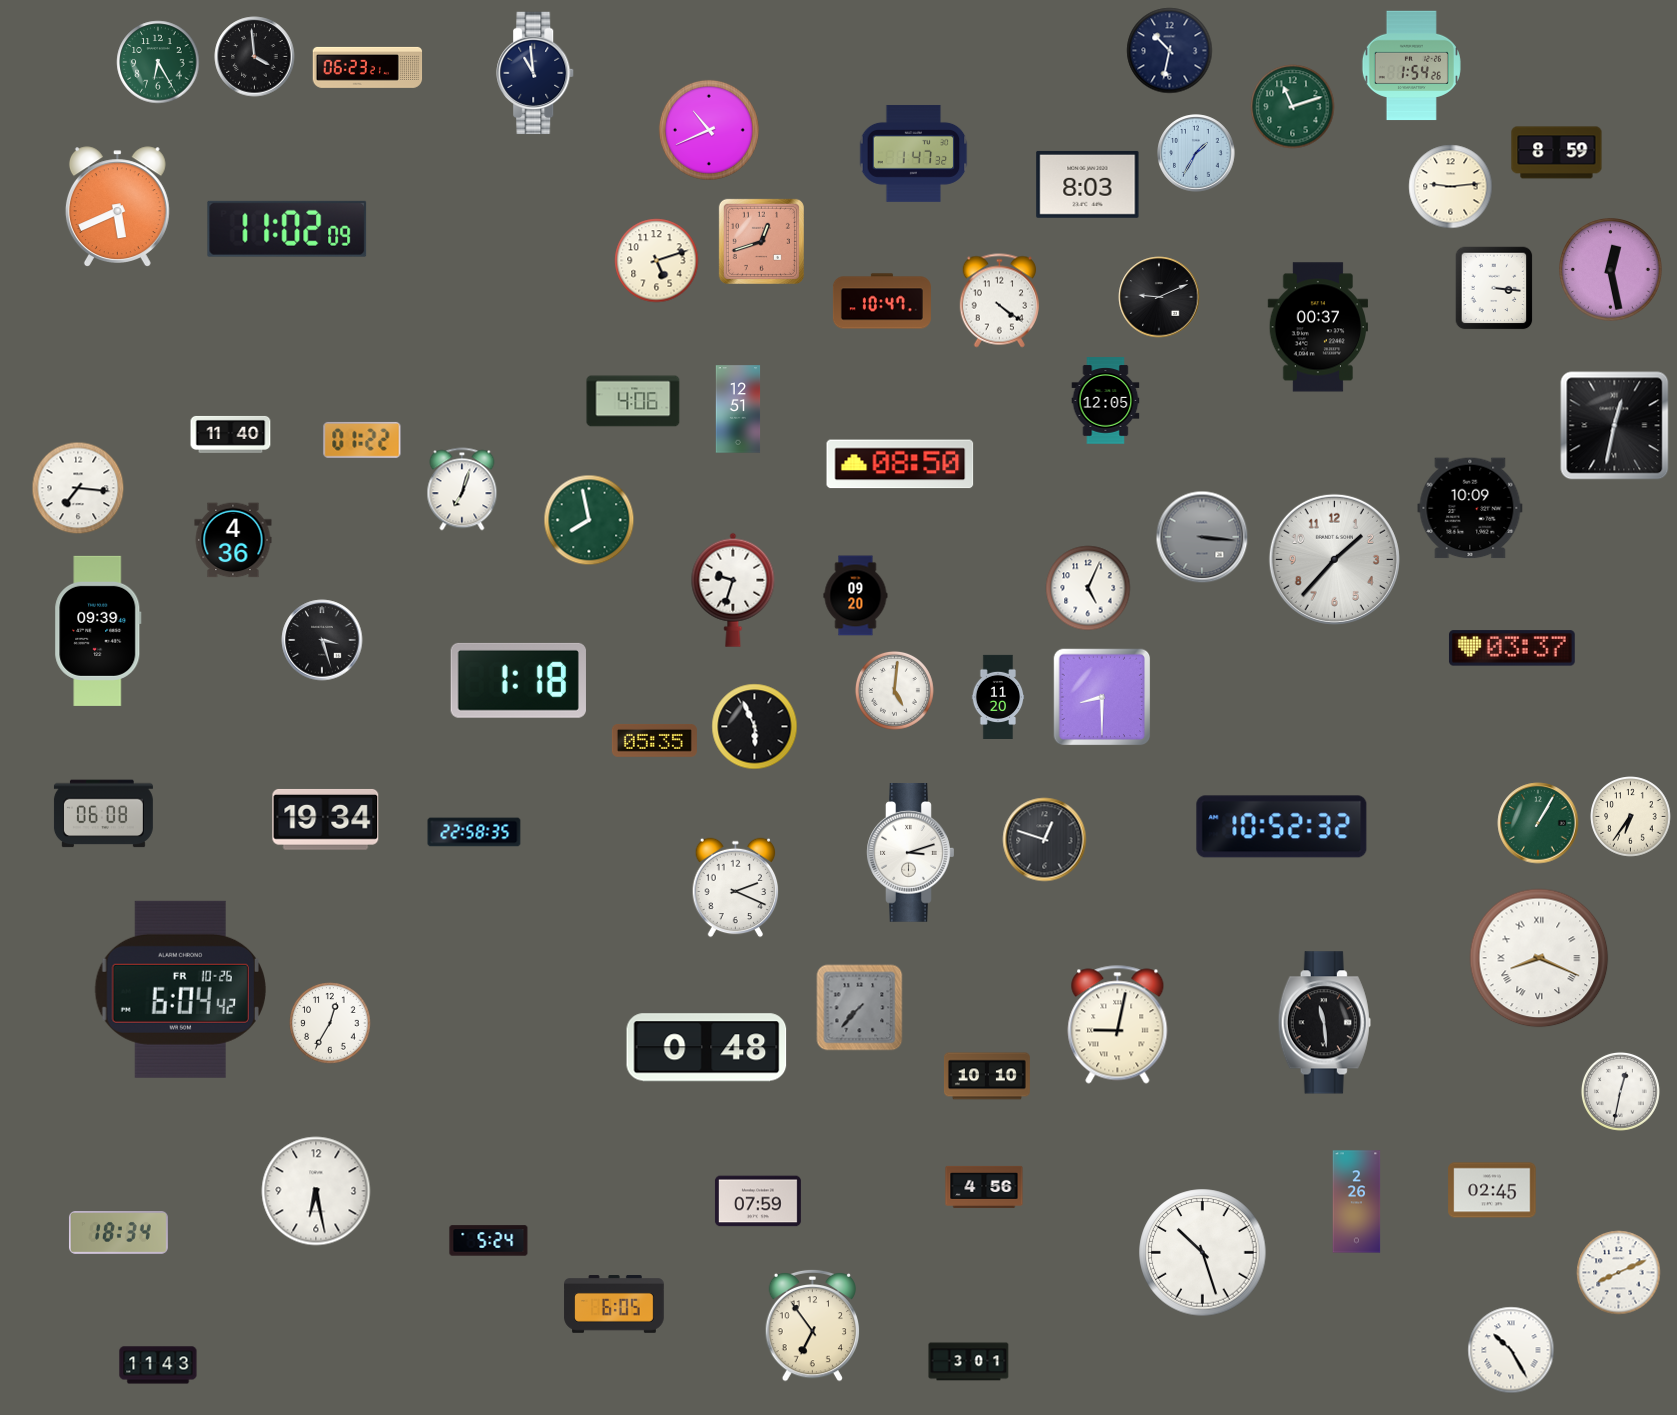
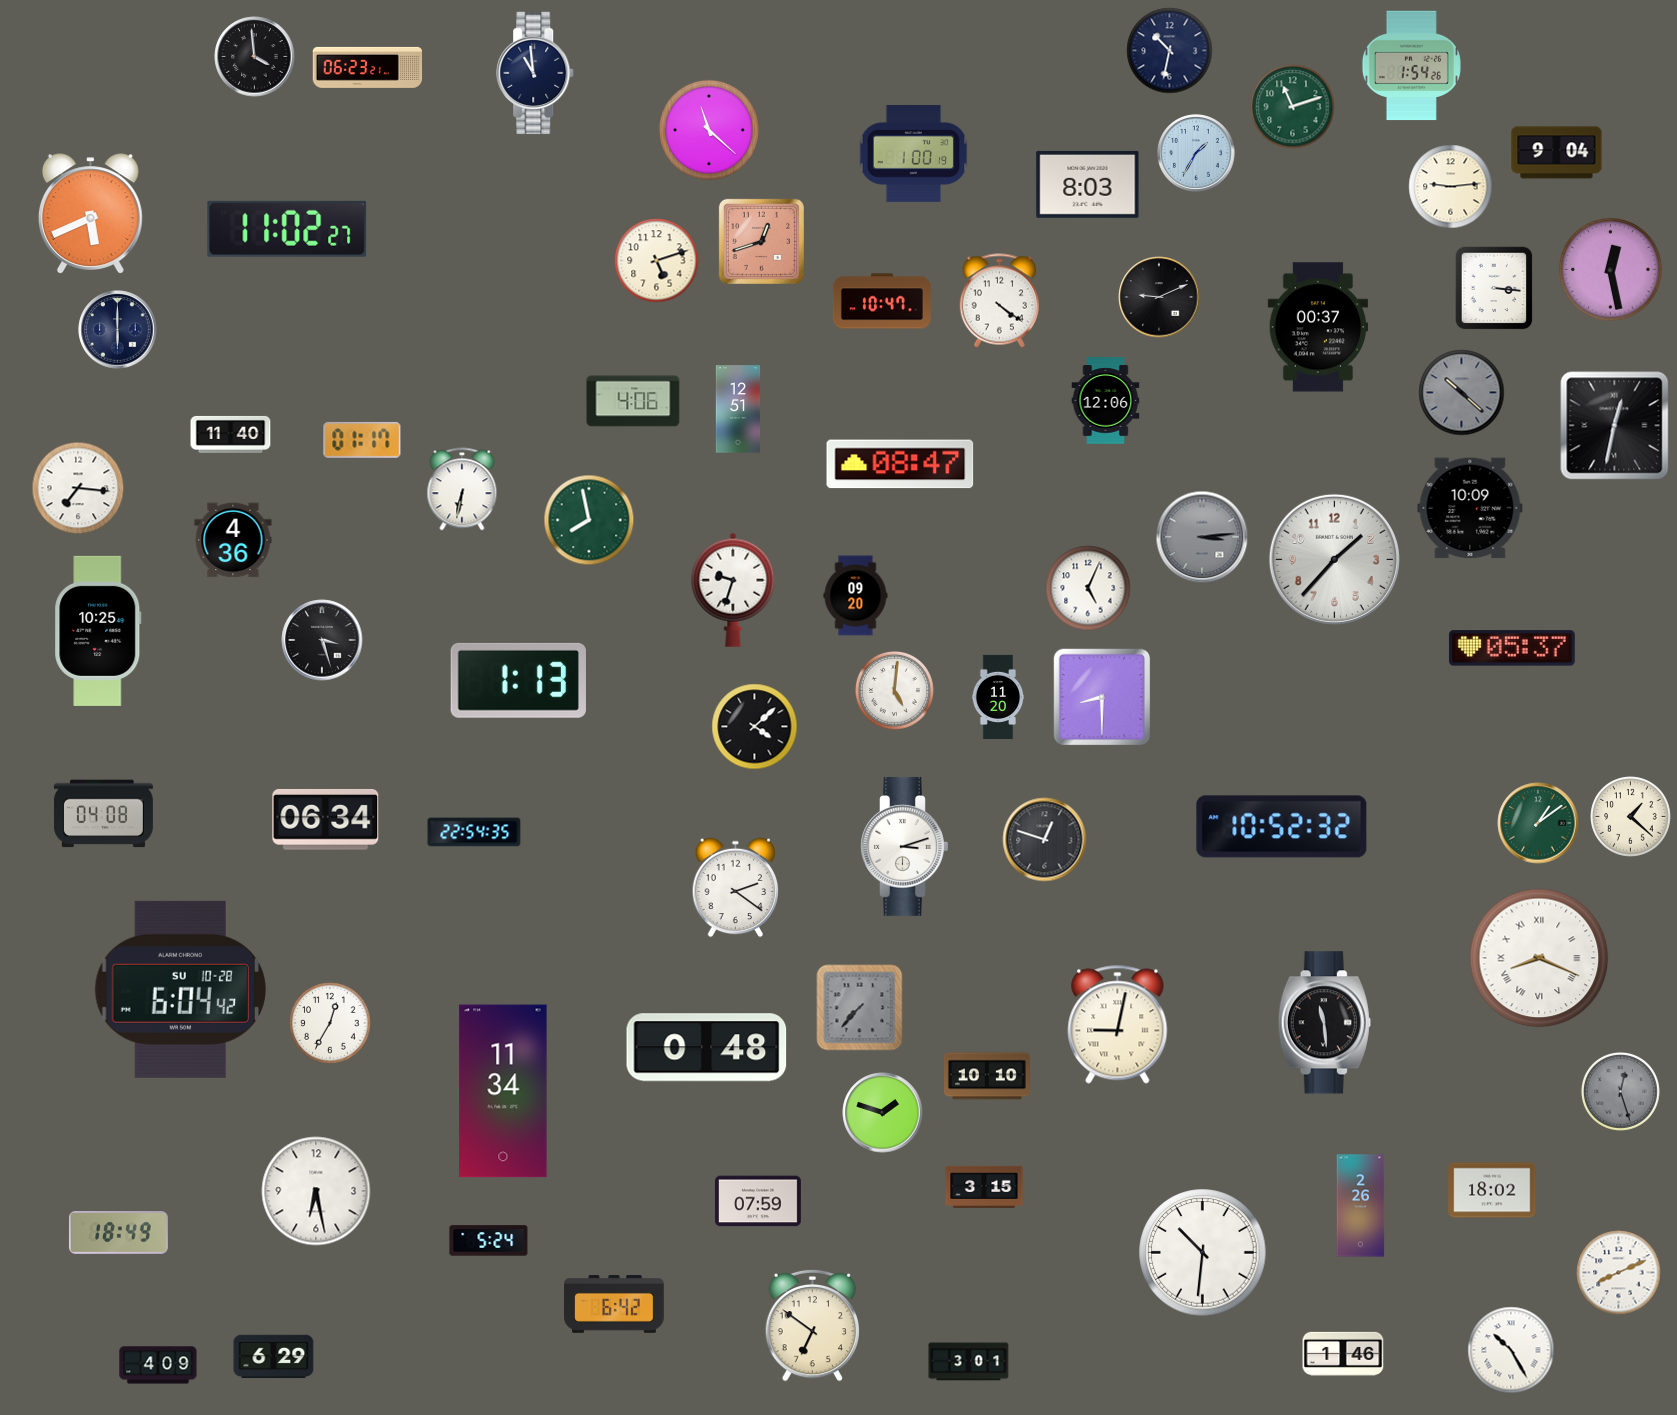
clock at (158, 62): 6:25 -> none
clock at (709, 130): 10:41 -> 11:22
clock at (914, 153): 1:47 -> 1:00
clock at (1557, 153): 8:59 -> 9:04
clock at (117, 206) position: (117, 206) -> (90, 213)
clock at (287, 229): 11:02:09 -> 11:02:27
clock at (118, 330): none -> 6:00
clock at (1462, 393): none -> 10:22
clock at (1106, 401): 12:05 -> 12:06
clock at (362, 440): 01:22 -> 01:17
clock at (900, 464): 08:50 -> 08:47
clock at (462, 489): 7:03 -> 6:32
clock at (1202, 537): 3:16 -> 3:14
clock at (98, 631): 09:39 -> 10:25
clock at (1512, 648): 03:37 -> 05:37
clock at (518, 680): 1:18 -> 1:13
clock at (755, 727): 5:56 -> 4:08
clock at (654, 740): 05:35 -> none
clock at (103, 814): 06:08 -> 04:08
clock at (1631, 817): 6:36 -> 1:22
clock at (326, 819): 19:34 -> 06:34
clock at (1538, 823): 1:05 -> 1:09
clock at (474, 832): 22:58 -> 22:54
clock at (911, 852) position: (911, 852) -> (905, 846)
clock at (736, 888): 2:19 -> 2:21
clock at (180, 989) date: FR 10-26 -> SU 10-28
clock at (503, 1091): none -> 11:34
clock at (1620, 1091): 12:32 -> 12:27
clock at (1620, 1091) dial: white -> grey
clock at (883, 1113): none -> 1:48
clock at (984, 1187): 4:56 -> 3:15
clock at (1492, 1190): 02:45 -> 18:02
clock at (1357, 1202) position: (1357, 1202) -> (1361, 1206)
clock at (118, 1233): 18:34 -> 18:49
clock at (1203, 1253): 10:27 -> 10:31
clock at (614, 1305): 6:05 -> 6:42
clock at (812, 1325): 6:54 -> 6:51
clock at (1343, 1353): none -> 1:46
clock at (274, 1356): none -> 6:29
clock at (158, 1365): 11:43 -> 4:09
